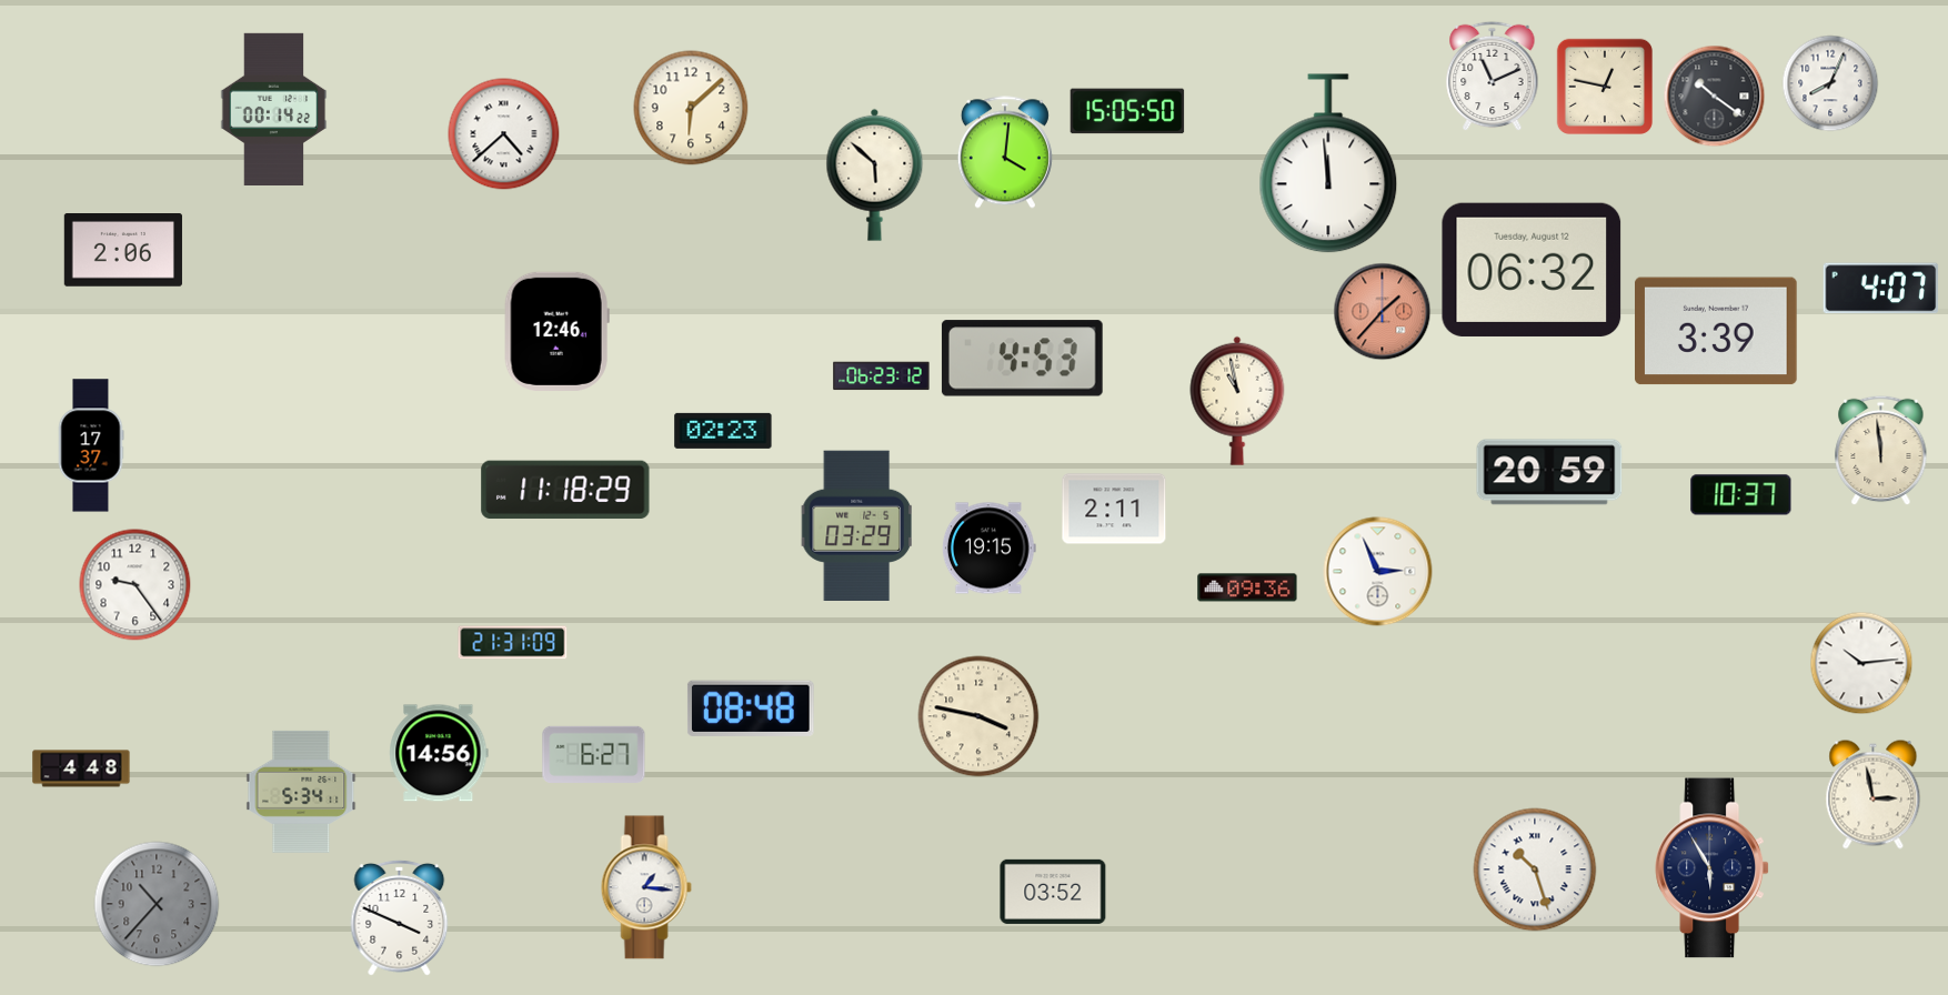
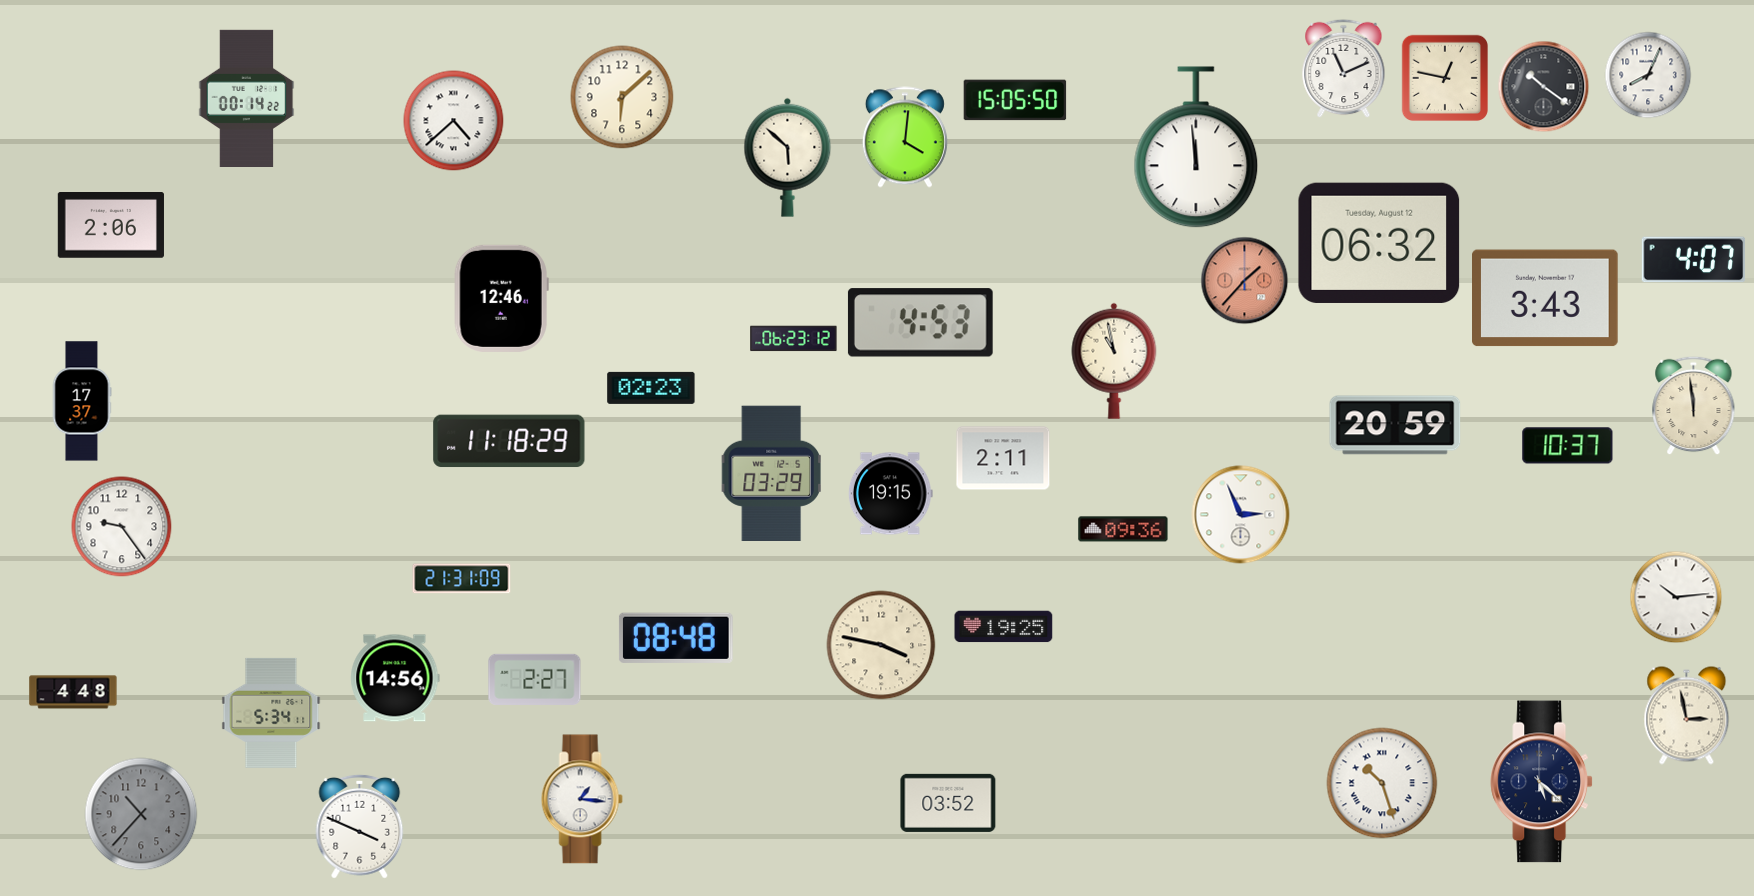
clock at (1717, 331): 3:39 -> 3:43
clock at (1004, 627): none -> 19:25
clock at (594, 754): 6:27 -> 2:27
clock at (1711, 868): 5:55 -> 5:22
